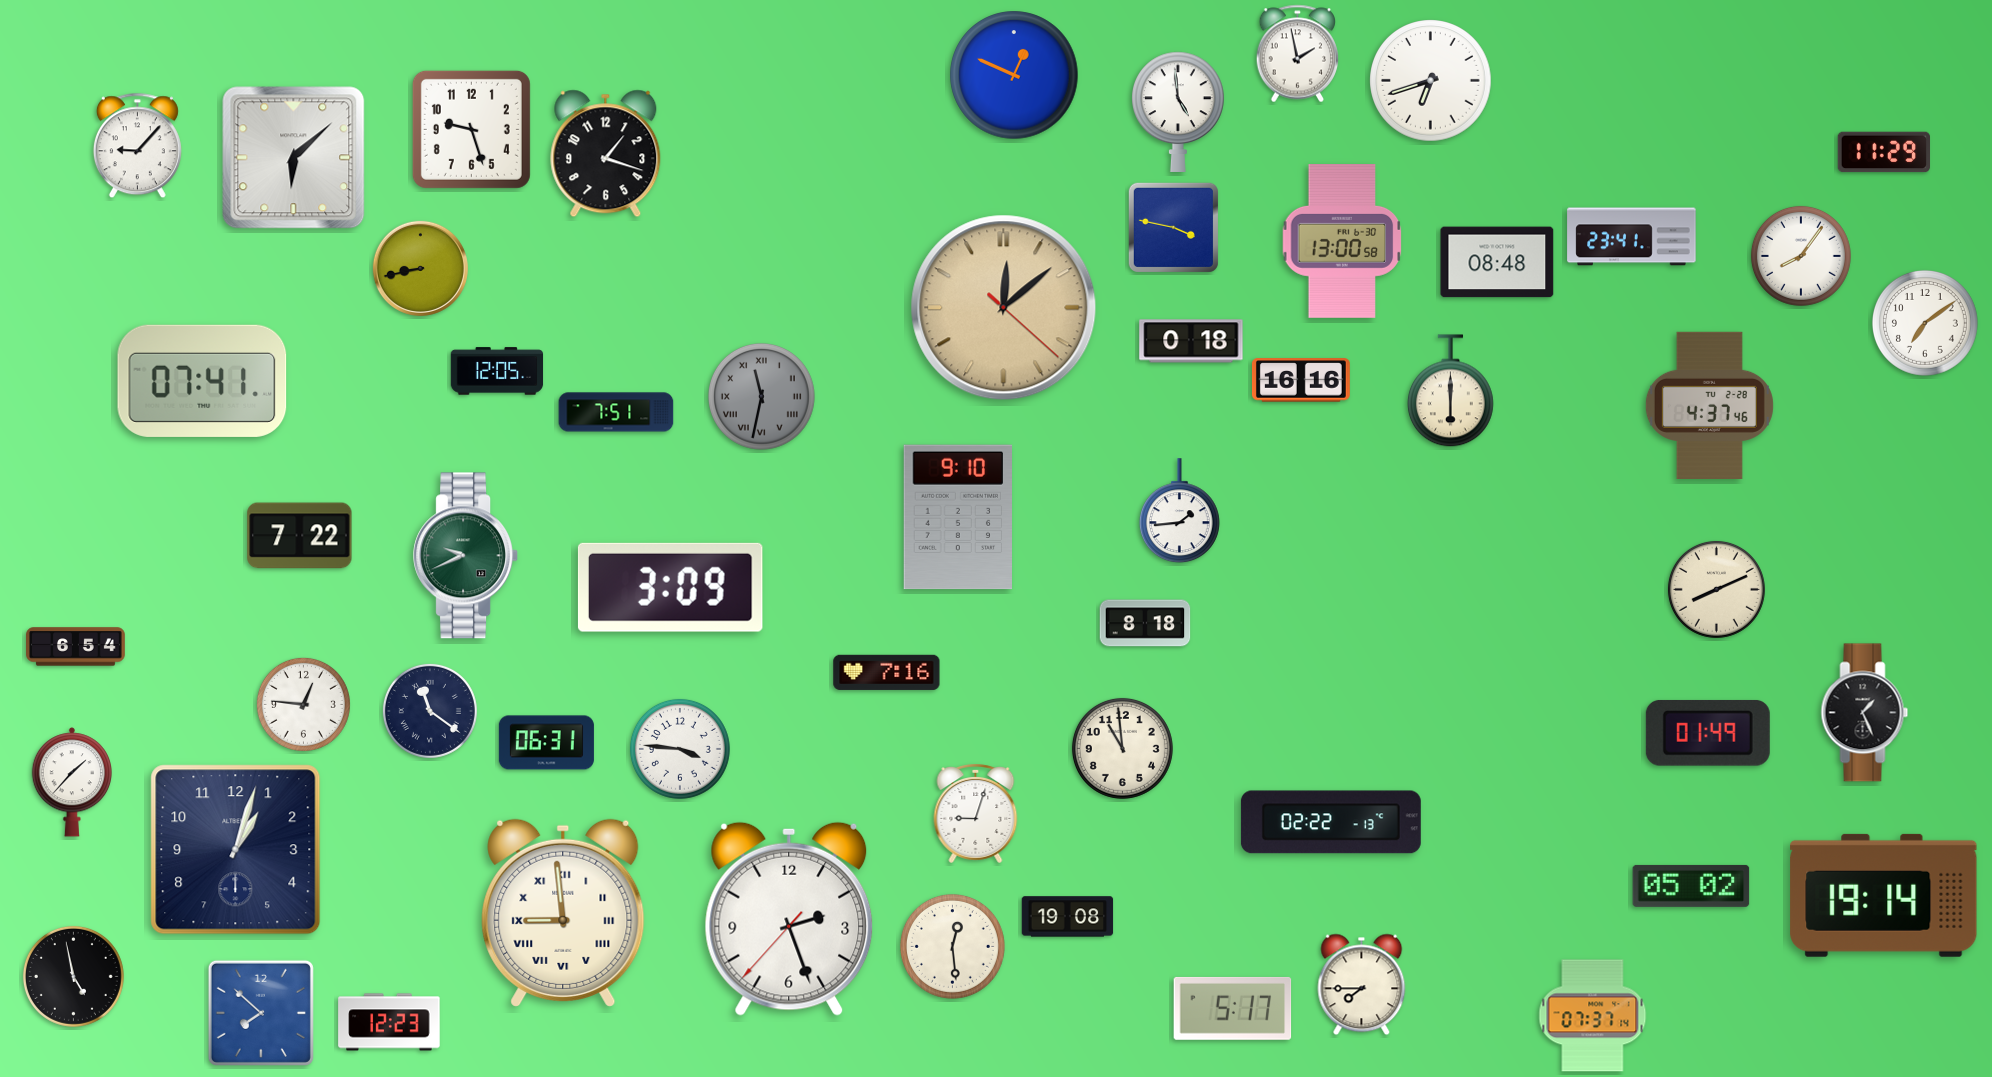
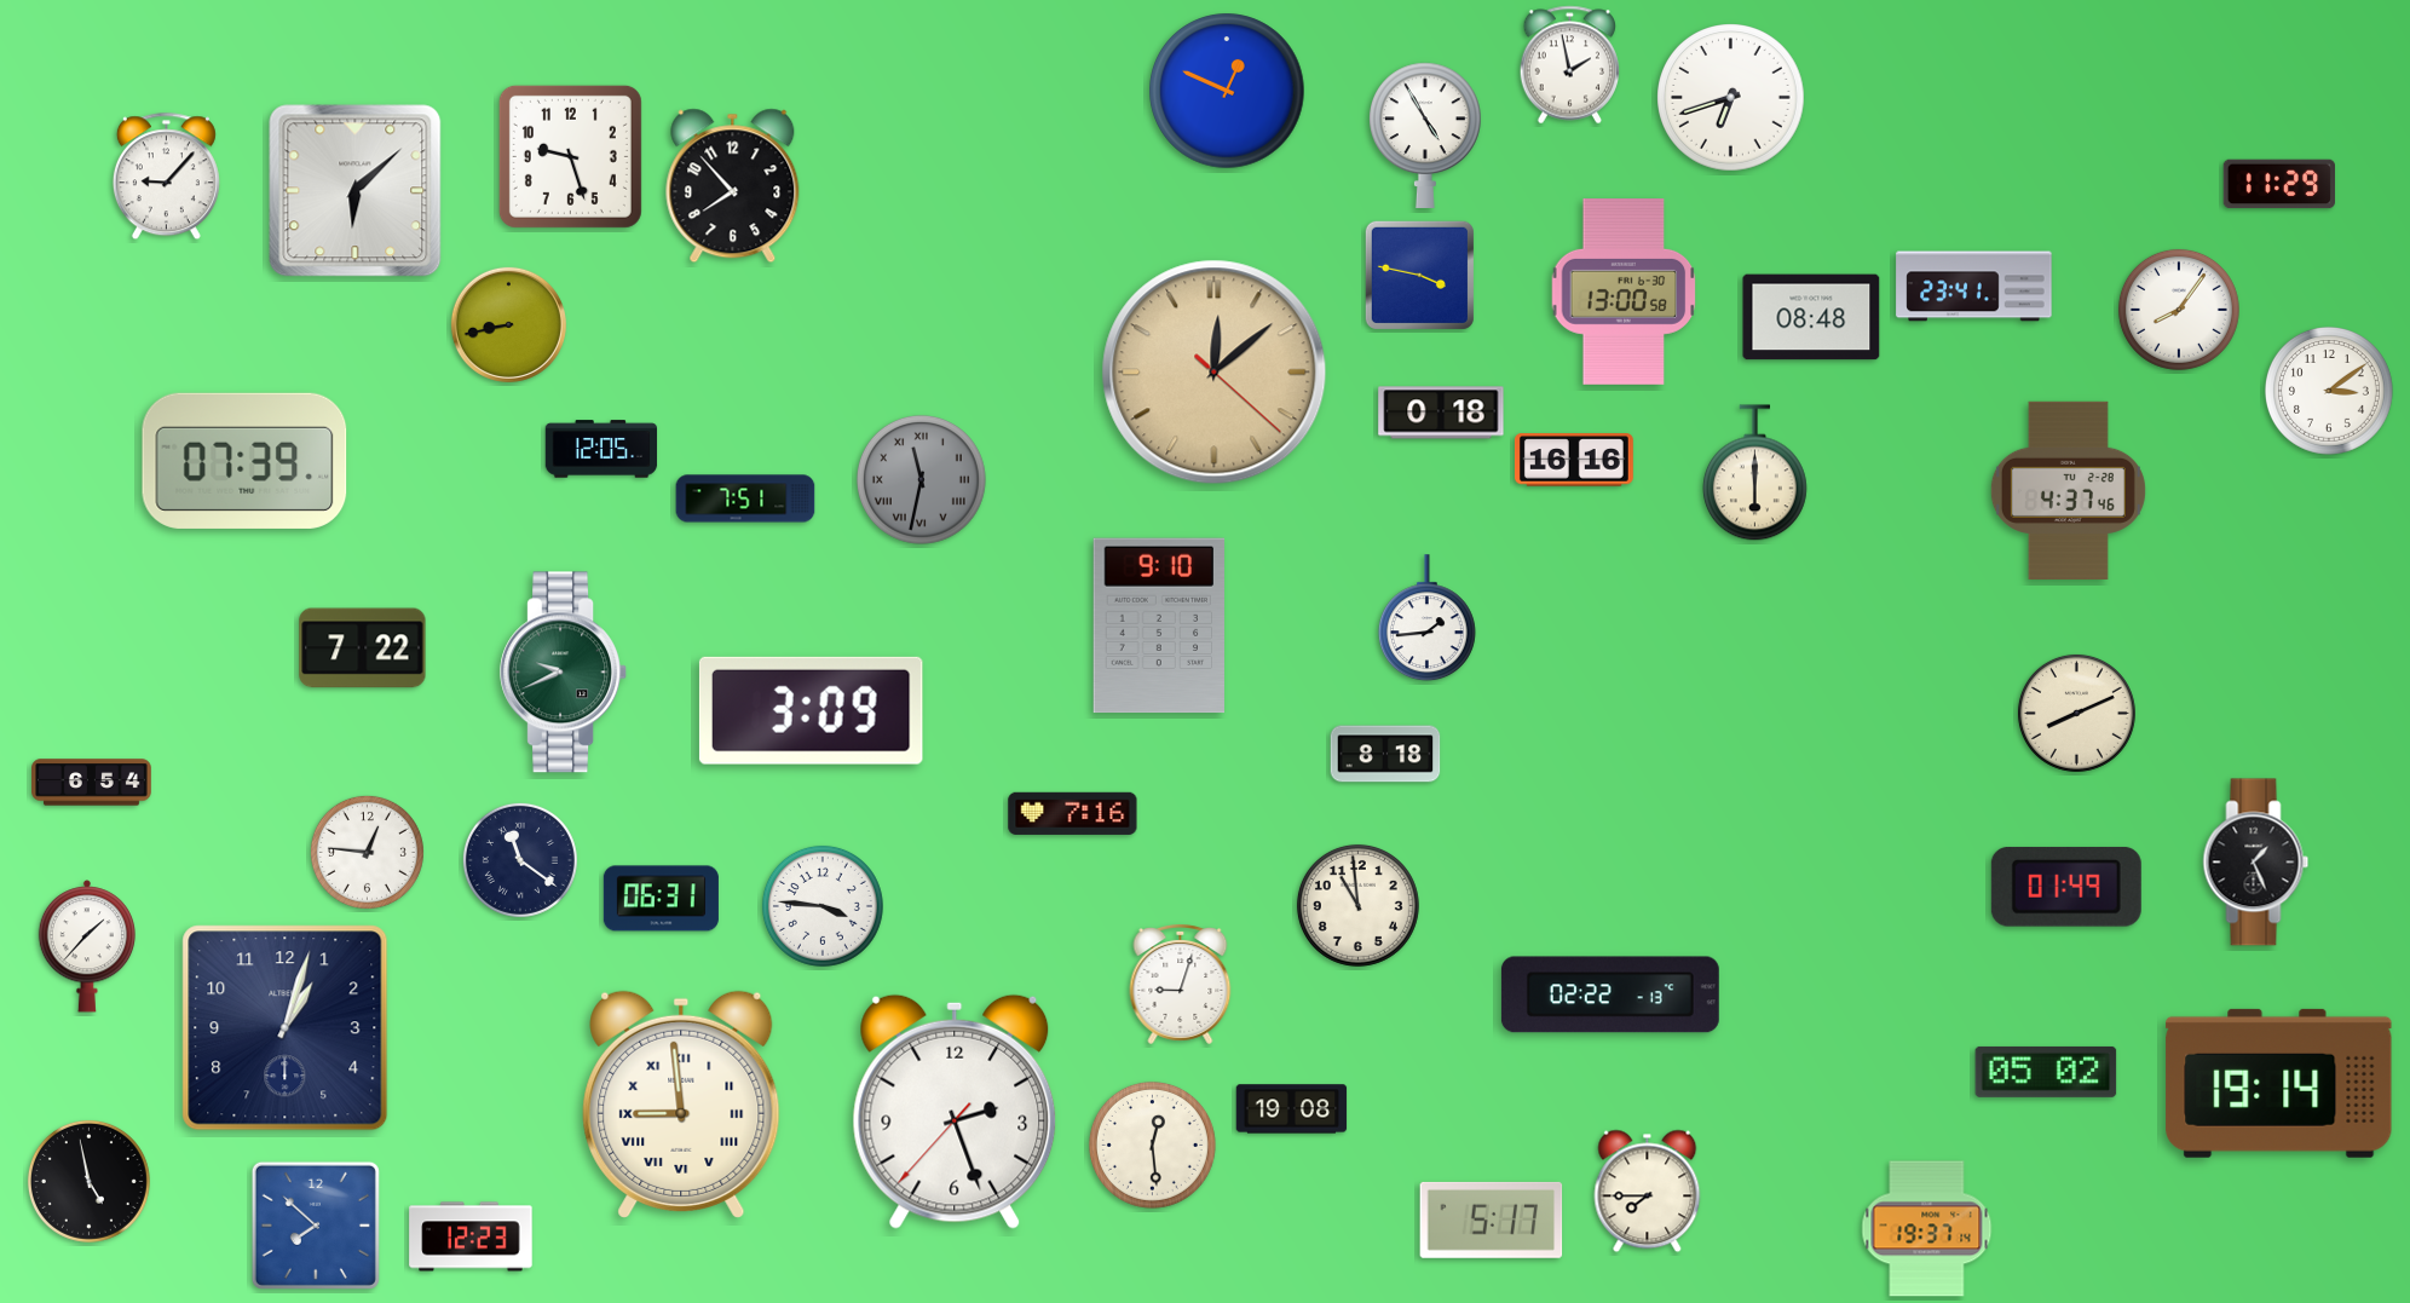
clock at (1179, 112): 4:59 -> 4:55
clock at (606, 154): 1:18 -> 7:53
clock at (1925, 323): 7:09 -> 3:09
clock at (202, 381): 07:41 -> 07:39
clock at (1593, 1016): 07:37 -> 19:37
